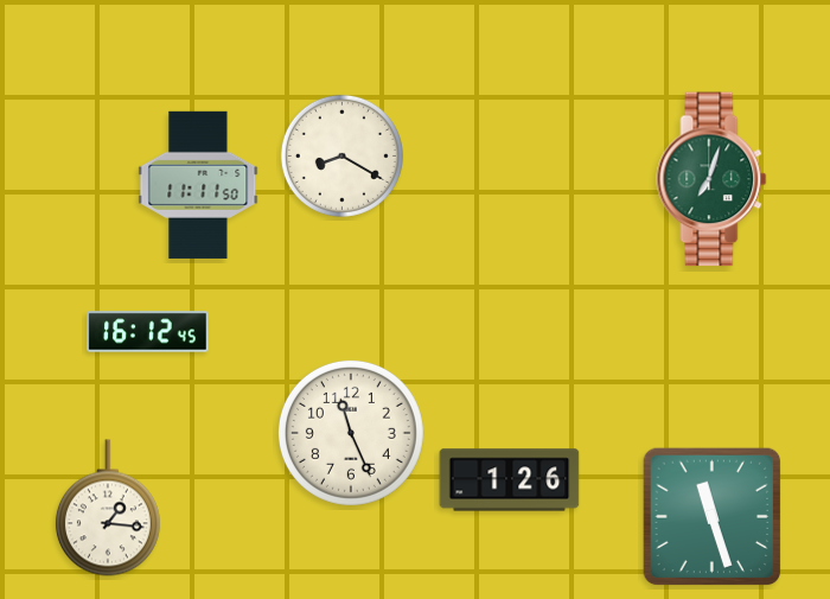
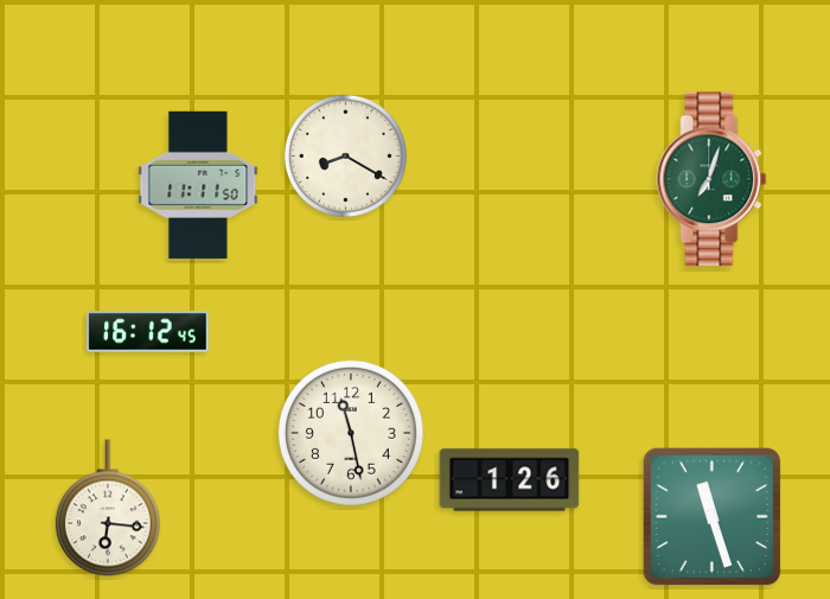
clock at (341, 155) position: (341, 155) -> (345, 155)
clock at (351, 433): 11:26 -> 11:28
clock at (108, 508): 1:16 -> 6:16
